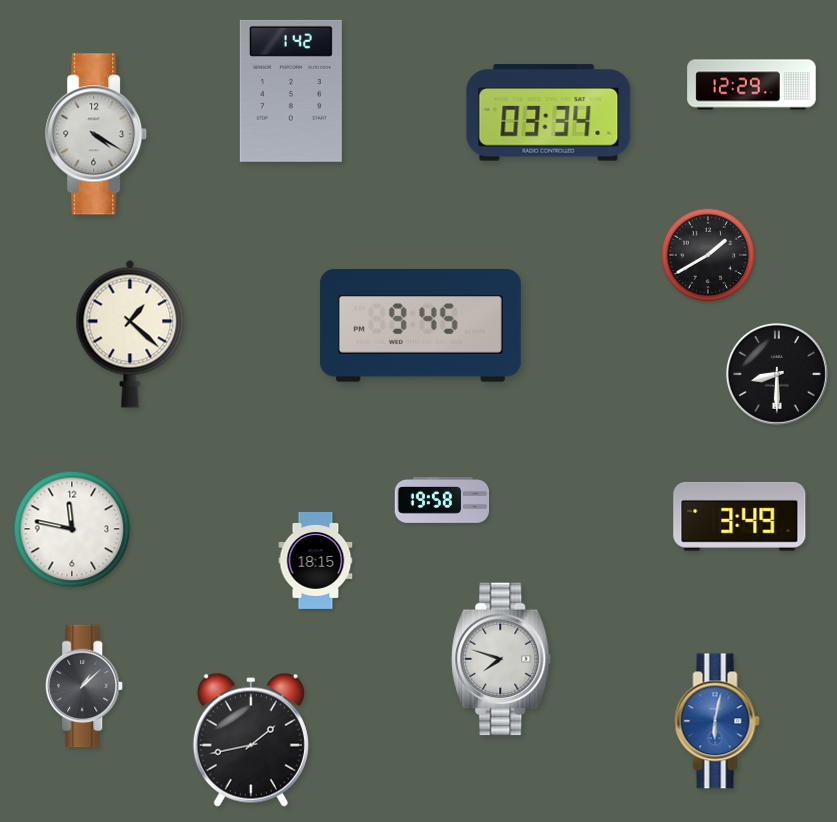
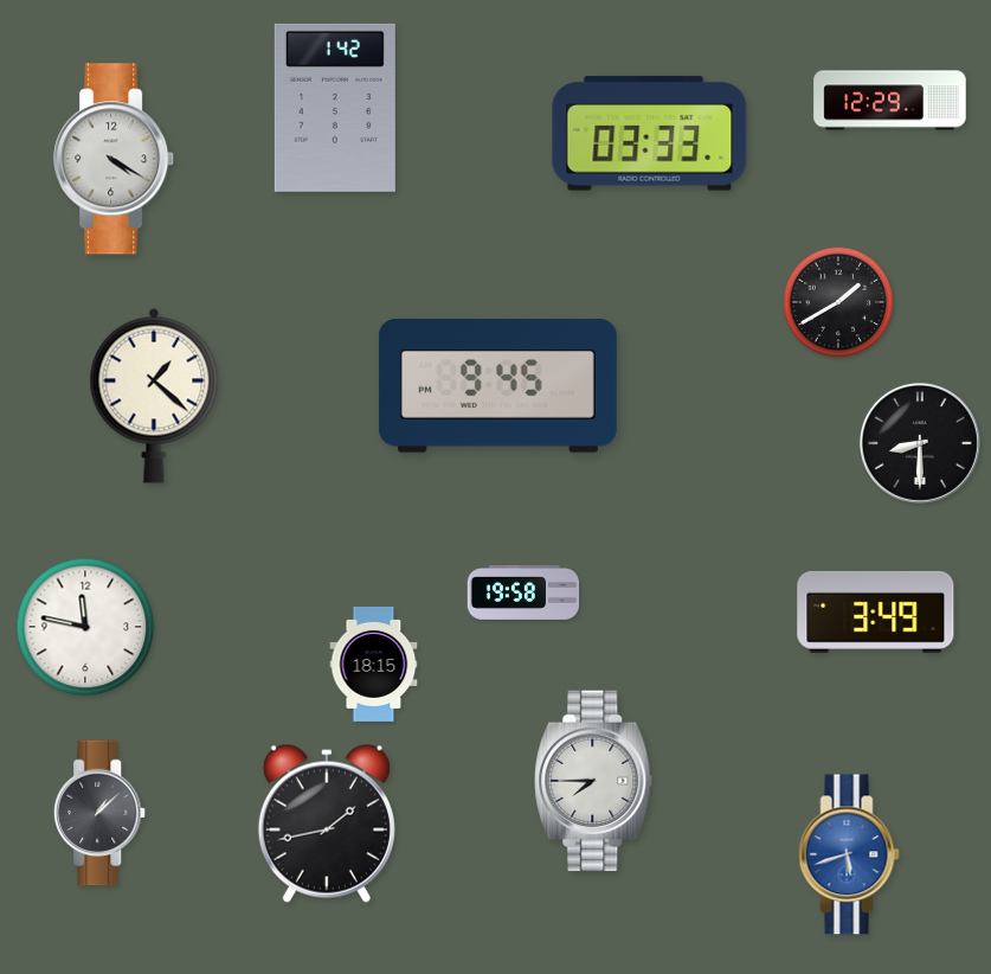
clock at (291, 91) position: (291, 91) -> (335, 108)
clock at (549, 113): 03:34 -> 03:33
clock at (501, 659): 7:48 -> 7:45
clock at (717, 721): 6:02 -> 5:42
clock at (251, 740) position: (251, 740) -> (327, 824)
